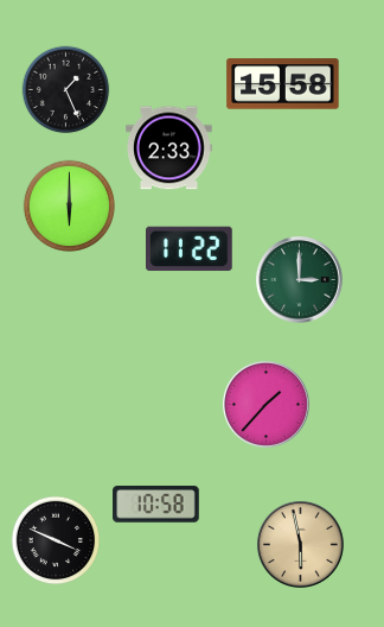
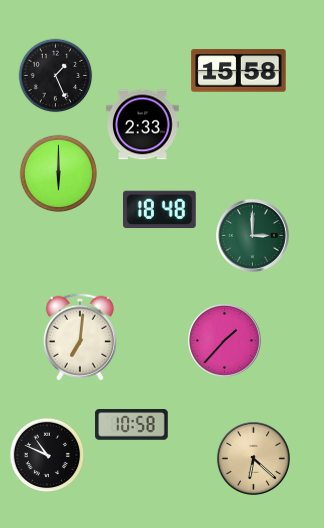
clock at (190, 249): 11:22 -> 18:48
clock at (80, 337): none -> 7:01
clock at (56, 540): 3:49 -> 10:49
clock at (300, 544): 5:58 -> 6:22
